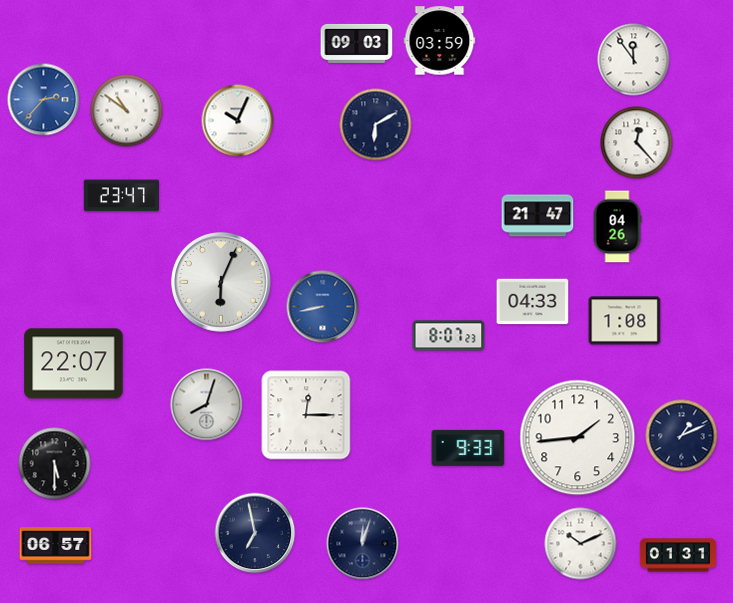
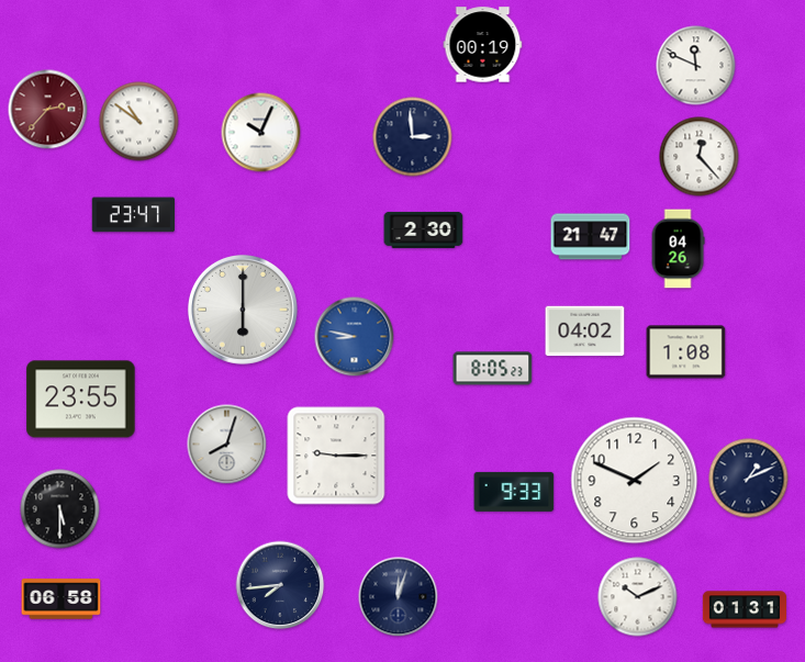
clock at (440, 41): 03:59 -> 00:19
clock at (357, 43): 09:03 -> none
clock at (634, 60): 11:54 -> 11:49
clock at (44, 100) dial: blue -> burgundy
clock at (376, 125): 6:10 -> 2:59
clock at (424, 229): none -> 2:30
clock at (221, 282): 6:04 -> 6:00
clock at (533, 302): 04:33 -> 04:02
clock at (323, 307): 8:43 -> 8:47
clock at (449, 336): 8:07 -> 8:05
clock at (74, 364): 22:07 -> 23:55
clock at (306, 415): 12:15 -> 9:15
clock at (578, 438): 1:44 -> 1:49
clock at (255, 533): 6:58 -> 7:44
clock at (56, 546): 06:57 -> 06:58
